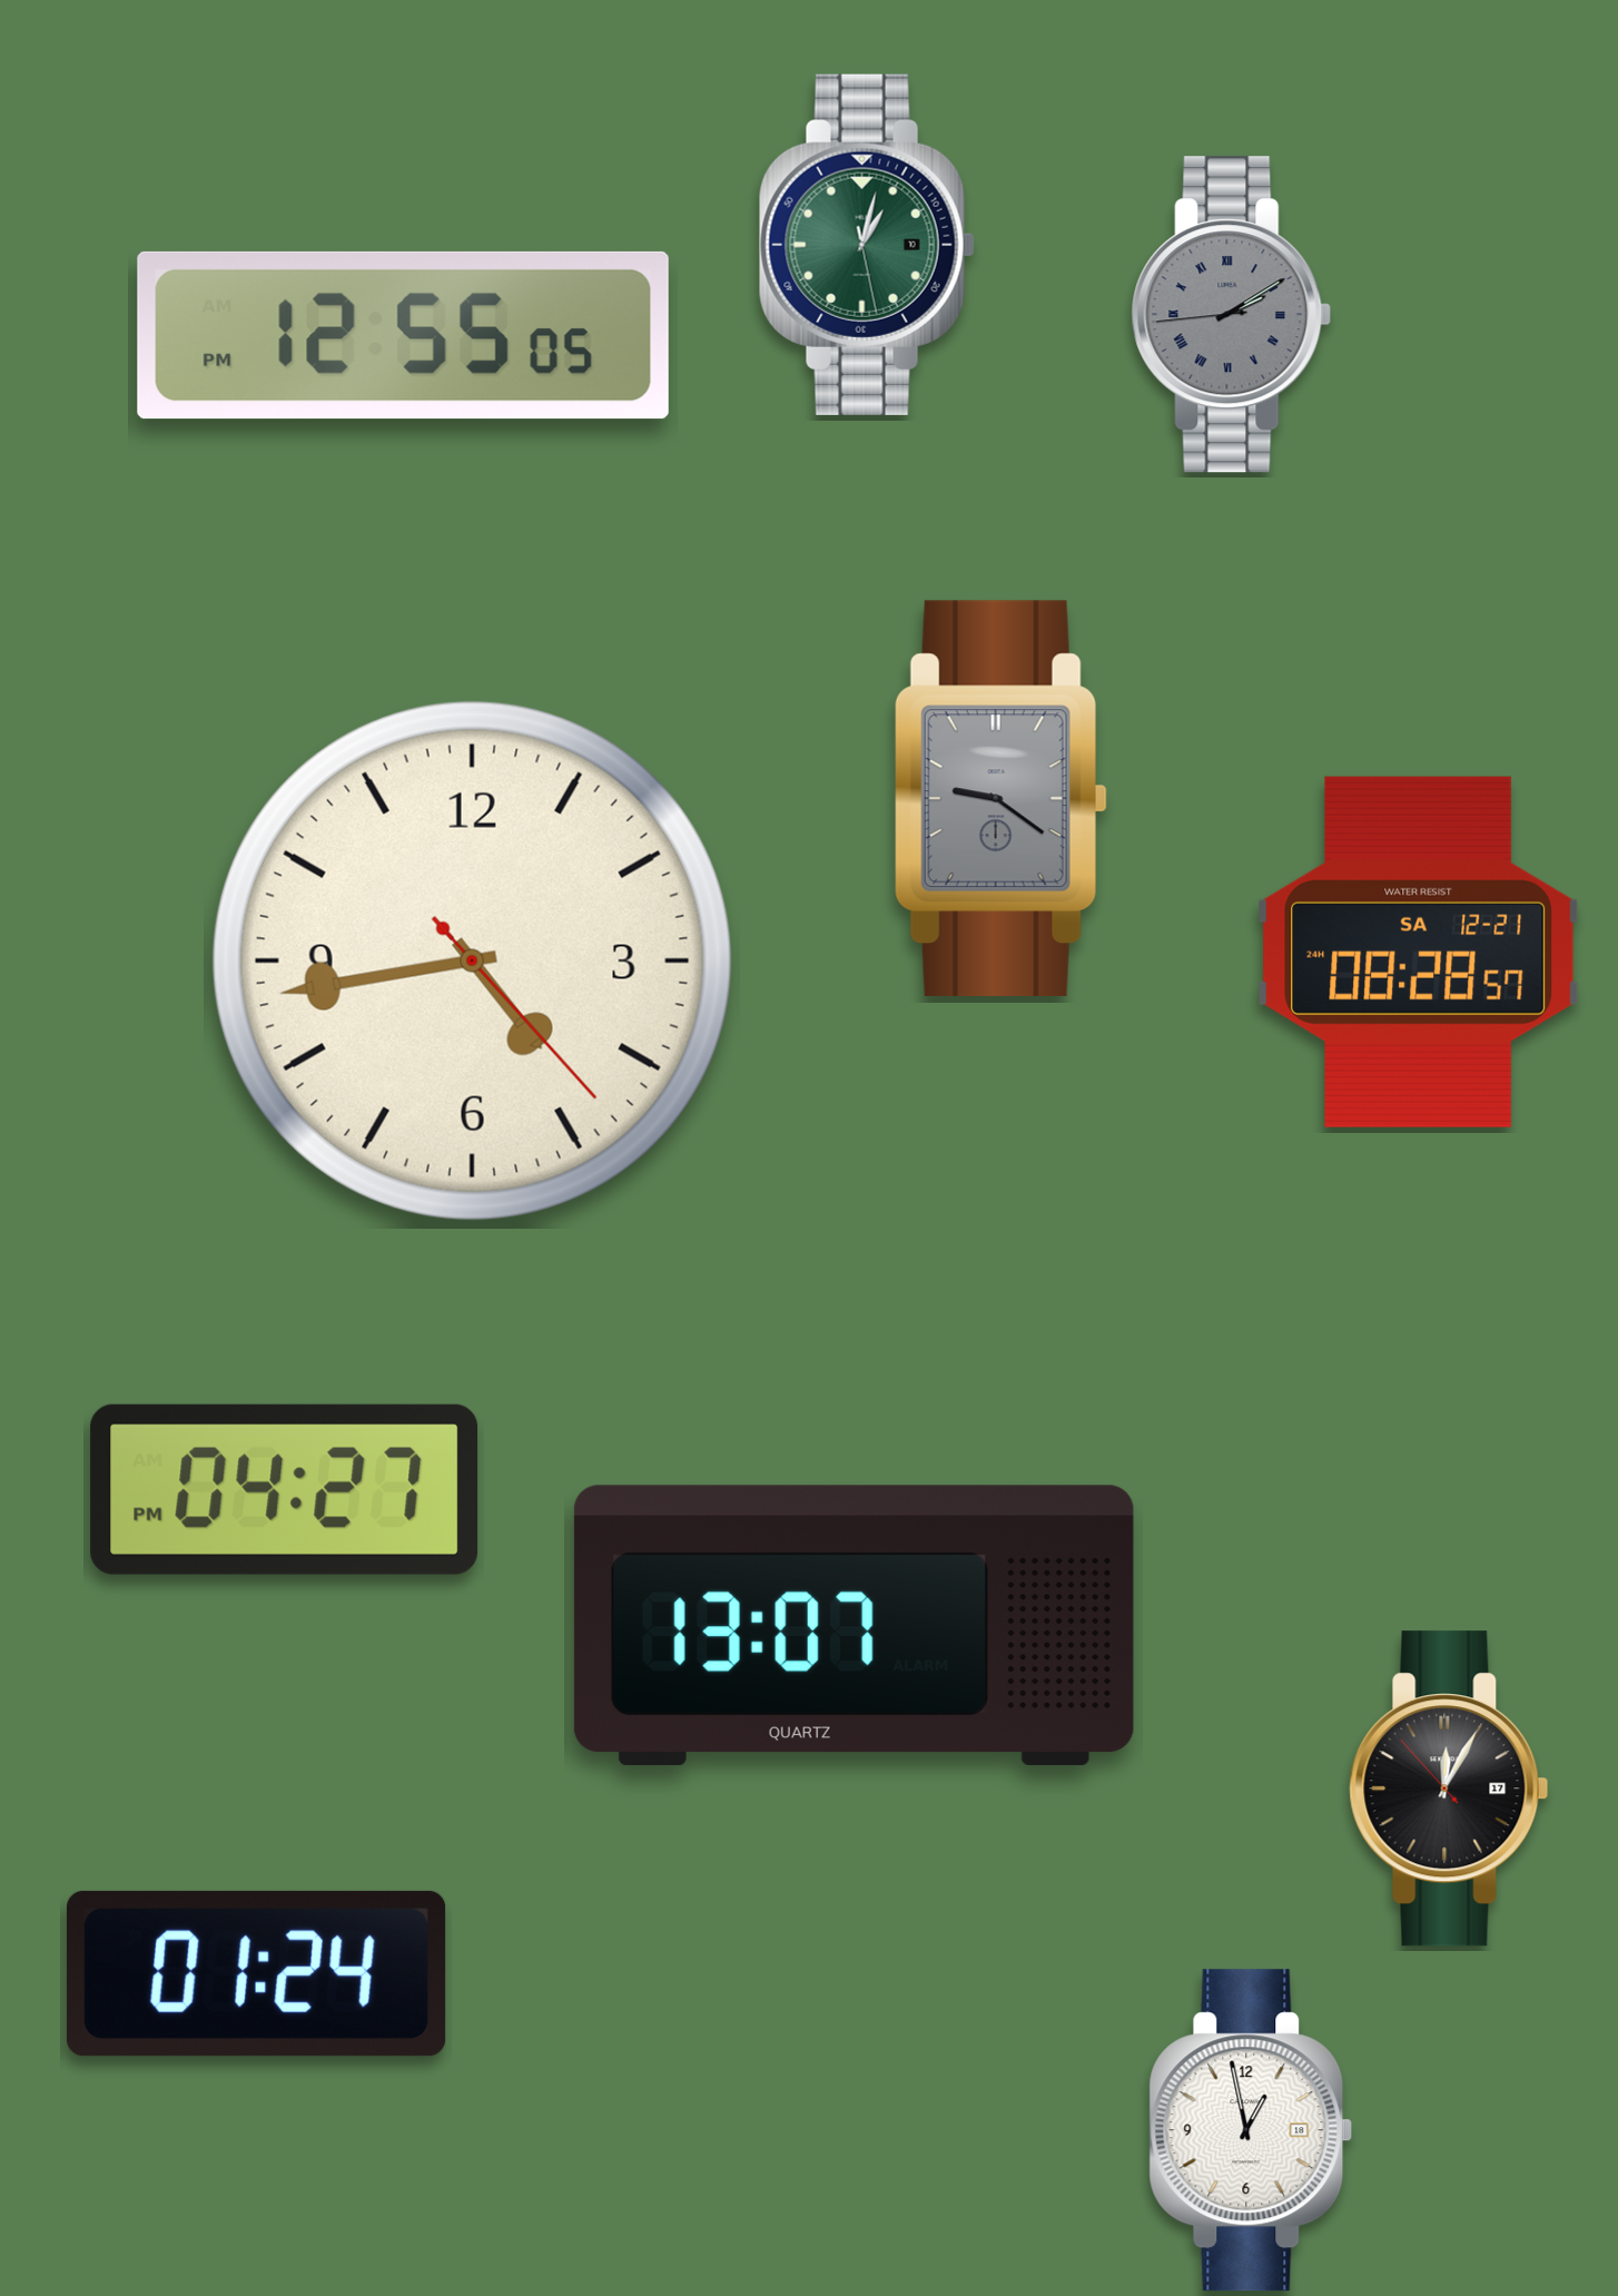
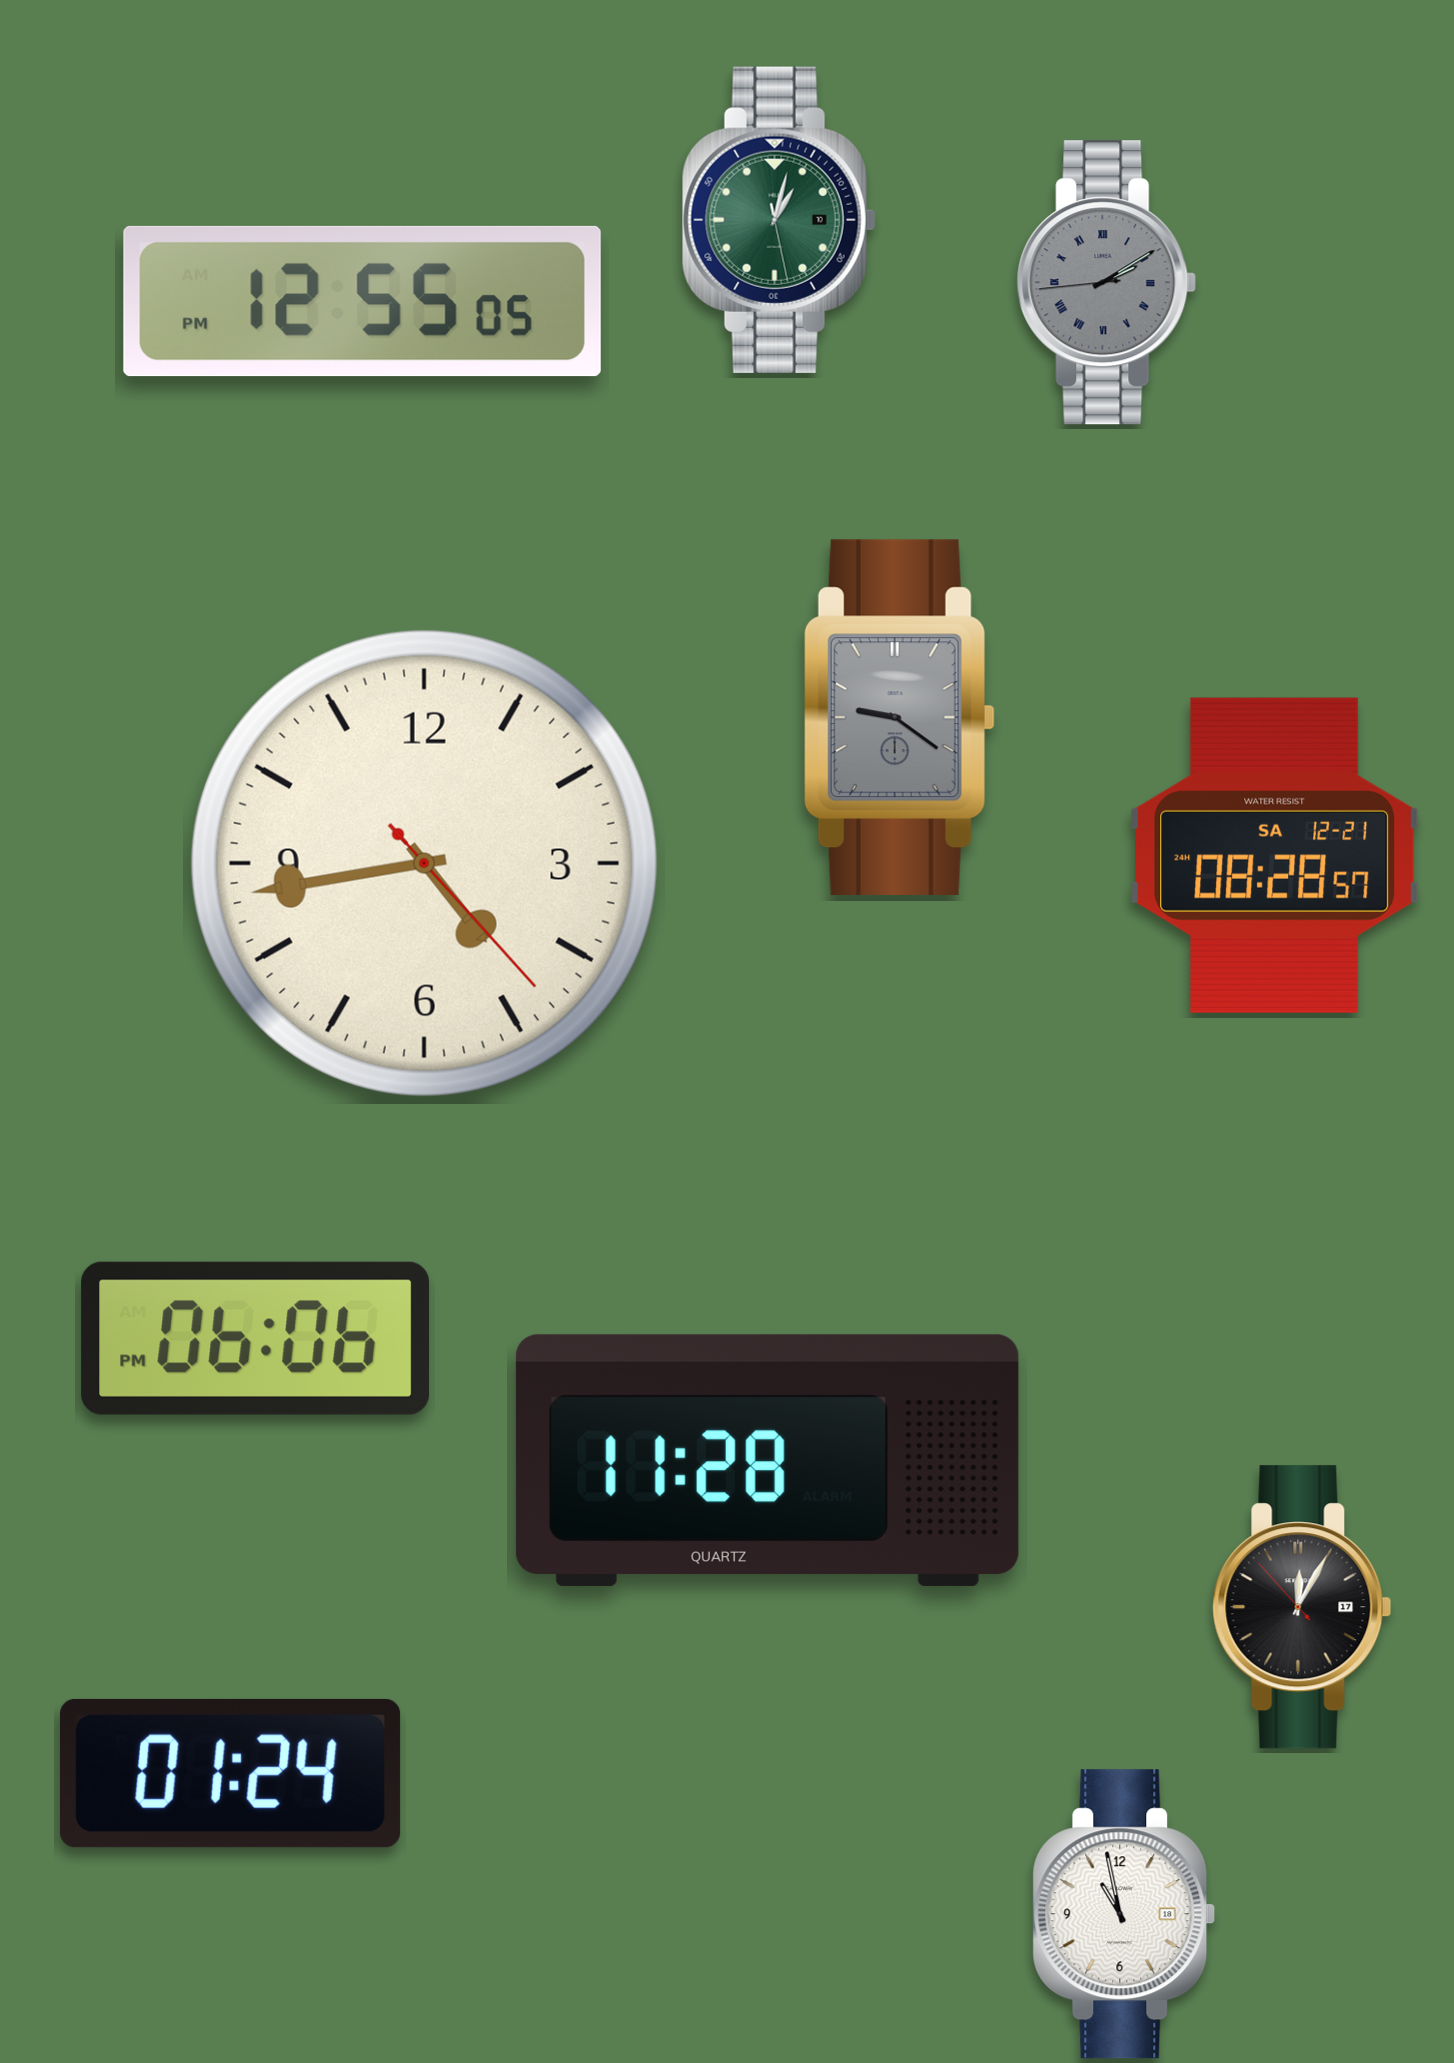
clock at (285, 1489): 04:27 -> 06:06
clock at (854, 1625): 13:07 -> 11:28
clock at (1251, 2130): 12:58 -> 10:58
